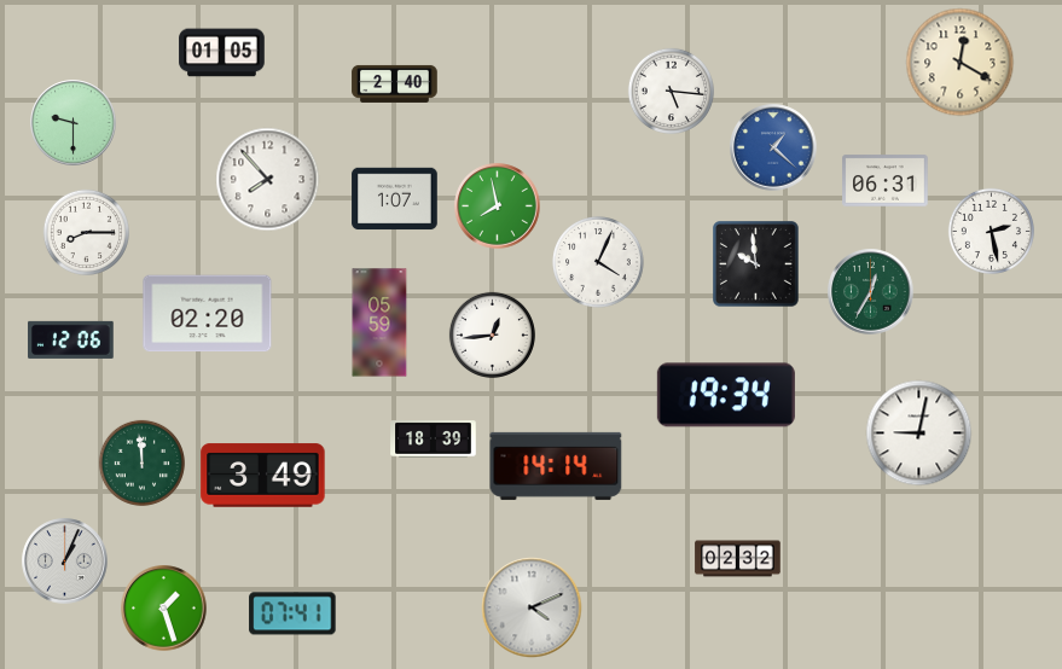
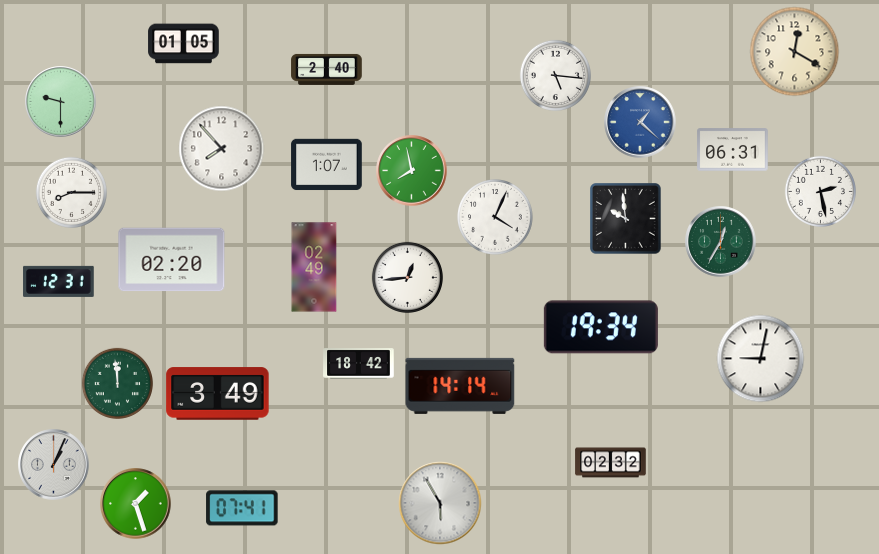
clock at (379, 322): 05:59 -> 02:49
clock at (71, 339): 12:06 -> 12:31
clock at (434, 440): 18:39 -> 18:42
clock at (532, 607): 4:11 -> 5:55
